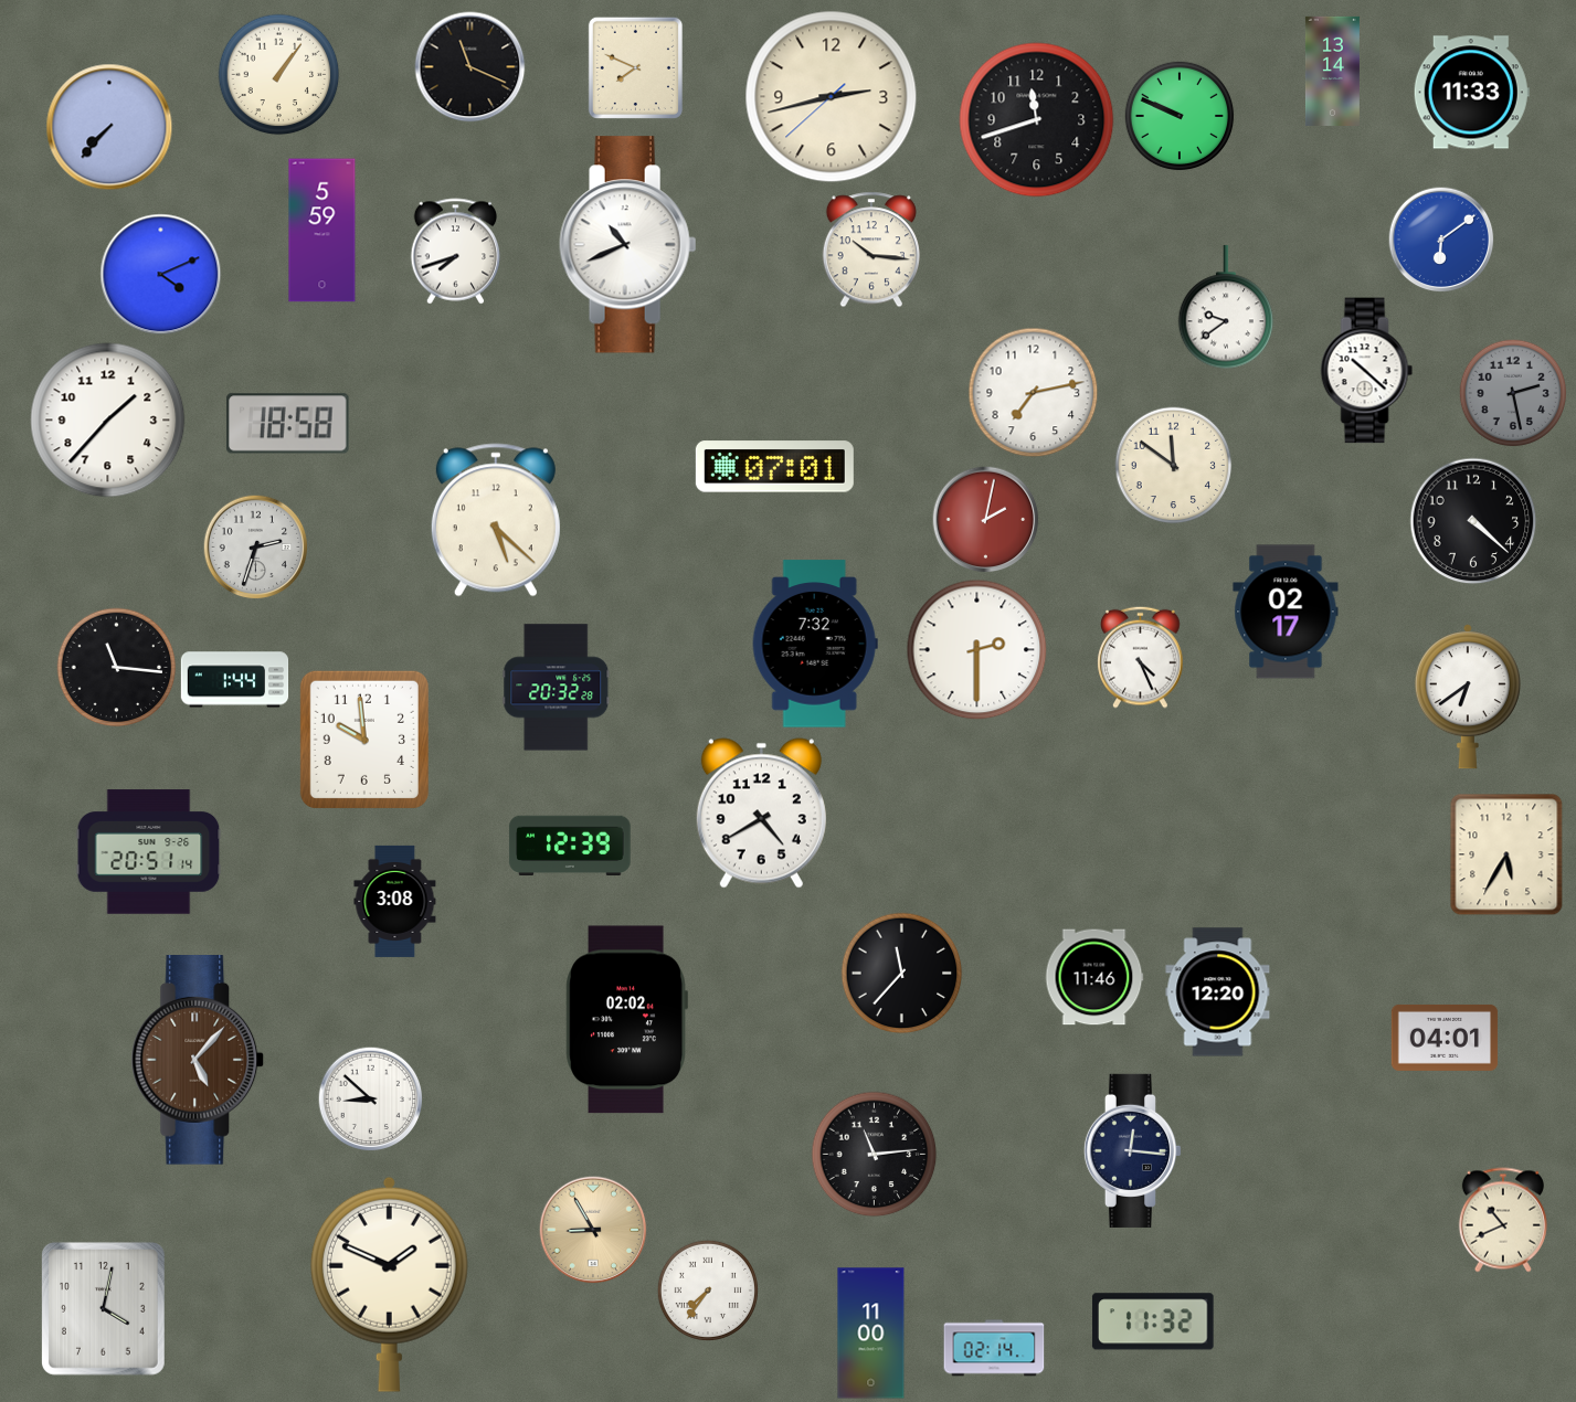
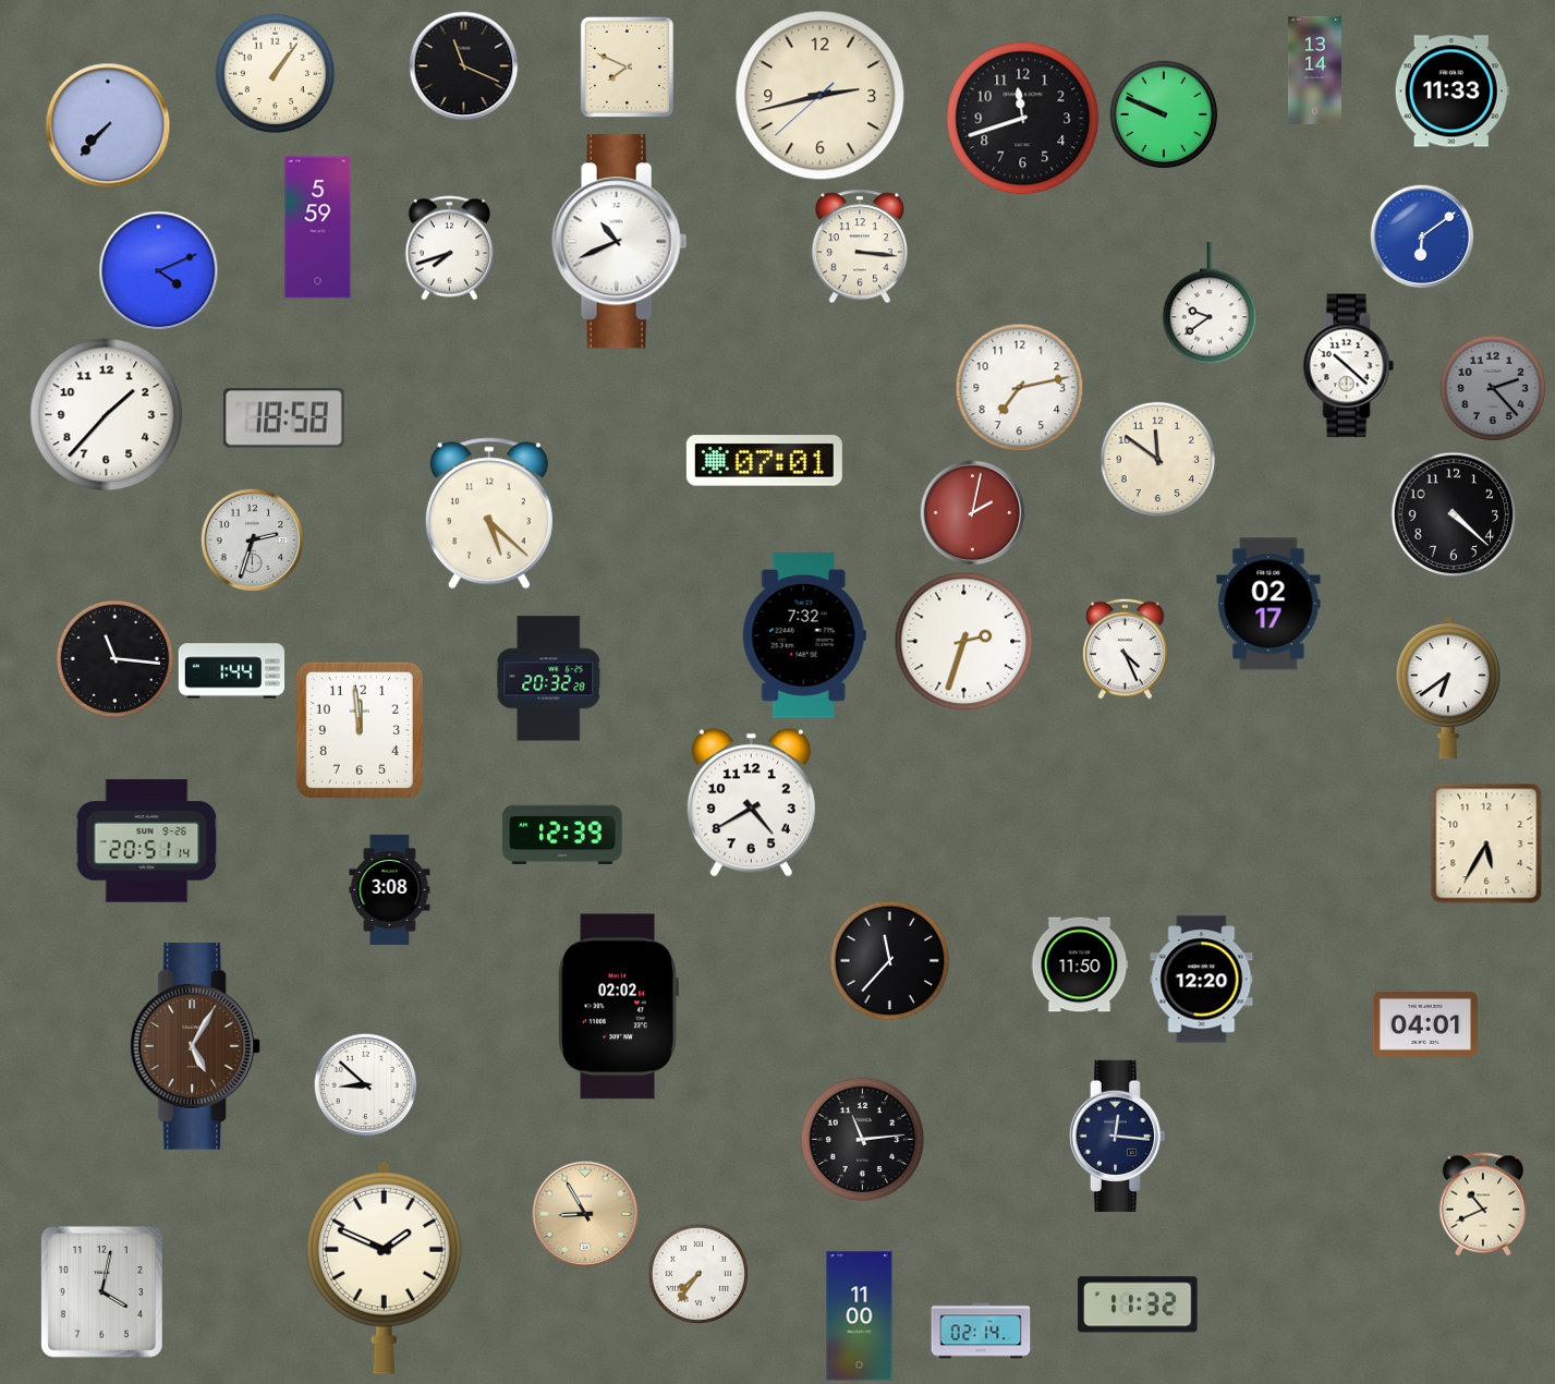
clock at (871, 249): 10:16 -> 3:16
clock at (1513, 393): 2:28 -> 2:23
clock at (977, 650): 2:30 -> 2:33
clock at (364, 740): 9:59 -> 11:59
clock at (1094, 977): 11:46 -> 11:50
clock at (198, 1061): 5:07 -> 5:05
